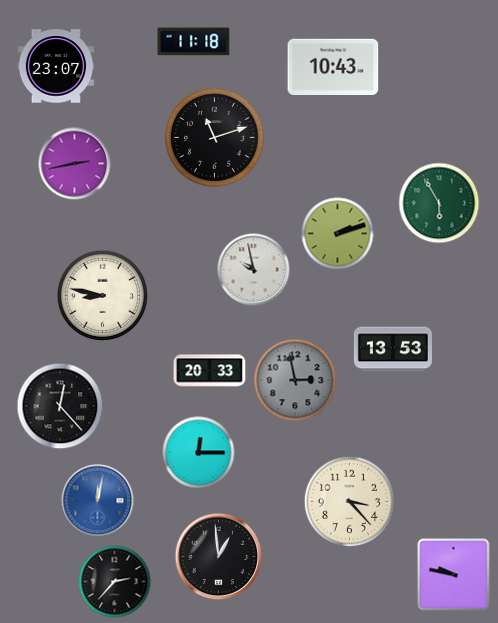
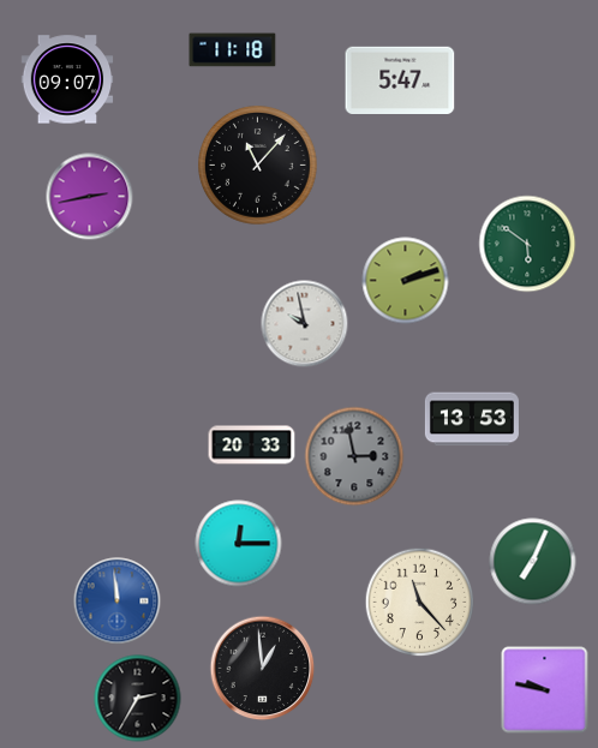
clock at (56, 66): 23:07 -> 09:07
clock at (333, 66): 10:43 -> 5:47
clock at (215, 138): 11:12 -> 11:07
clock at (439, 203): 5:55 -> 5:51
clock at (103, 296): 8:47 -> none
clock at (60, 406): 12:23 -> none
clock at (533, 562): none -> 7:04
clock at (98, 501): 12:02 -> 11:59
clock at (350, 502): 3:23 -> 11:23
clock at (115, 582): 2:37 -> 2:35
